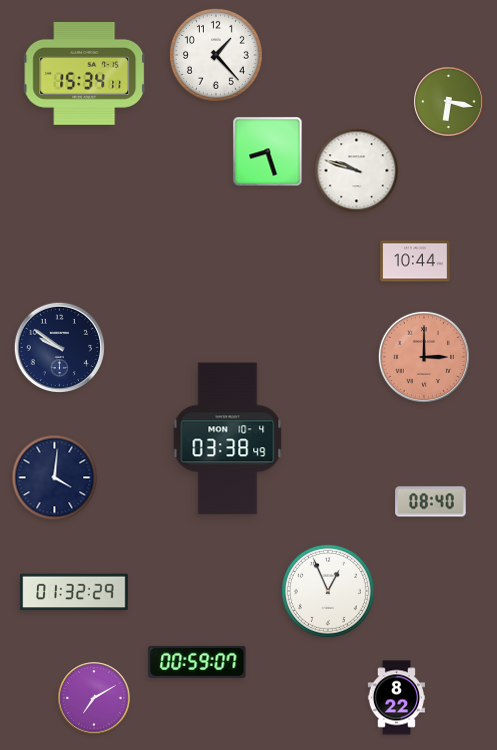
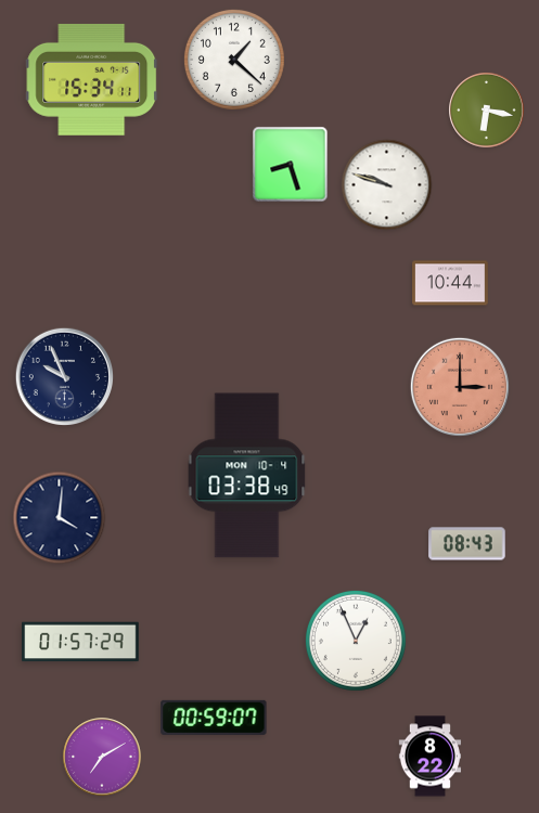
clock at (216, 55): 1:23 -> 1:22
clock at (59, 347): 9:51 -> 9:56
clock at (431, 502): 08:40 -> 08:43
clock at (74, 592): 01:32 -> 01:57
